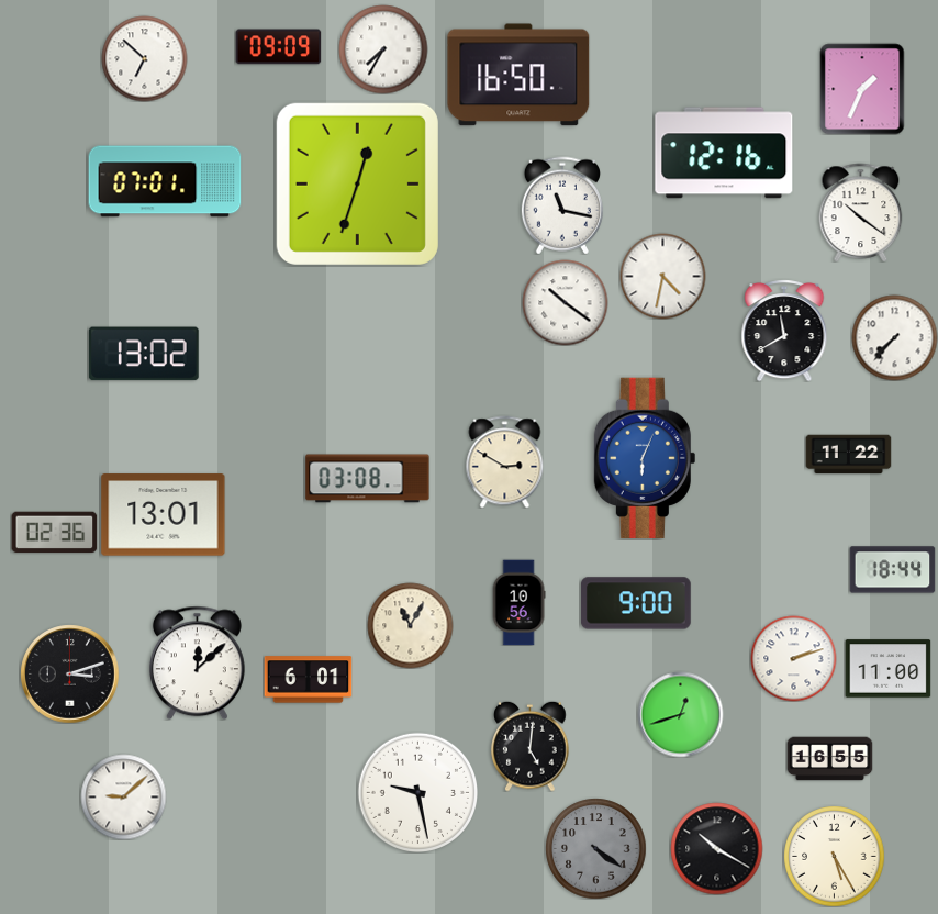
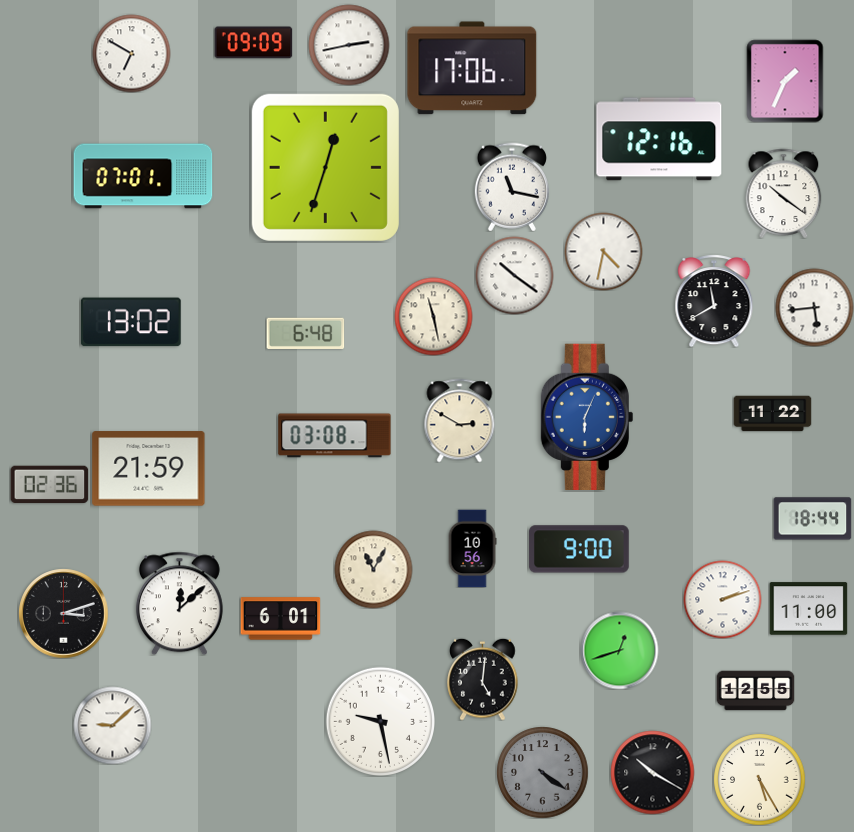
clock at (383, 49): 7:35 -> 2:43
clock at (144, 58): 6:52 -> 6:50
clock at (518, 75): 16:50 -> 17:06
clock at (165, 181) position: (165, 181) -> (143, 176)
clock at (894, 337): 7:37 -> 5:44
clock at (433, 316): none -> 11:28
clock at (305, 333): none -> 6:48
clock at (164, 515): 13:01 -> 21:59
clock at (829, 759): 16:55 -> 12:55
